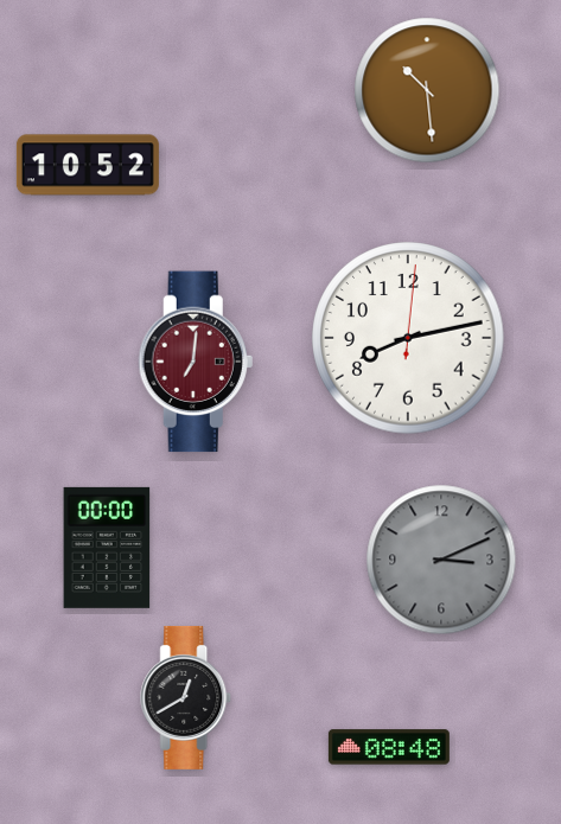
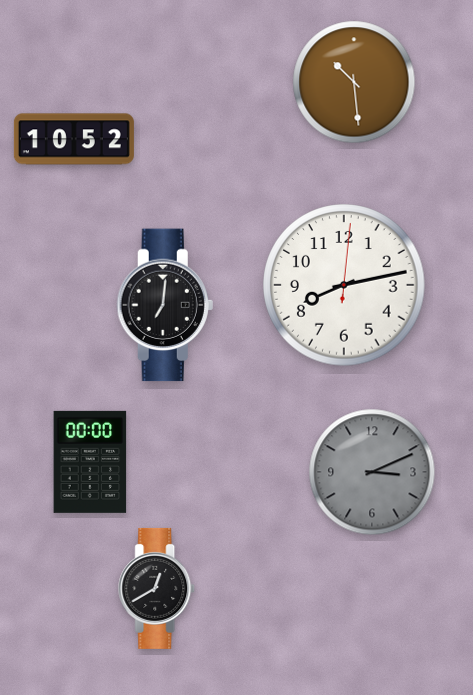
clock at (427, 90) position: (427, 90) -> (354, 82)
clock at (196, 362) dial: burgundy -> black
clock at (389, 747): 08:48 -> none
